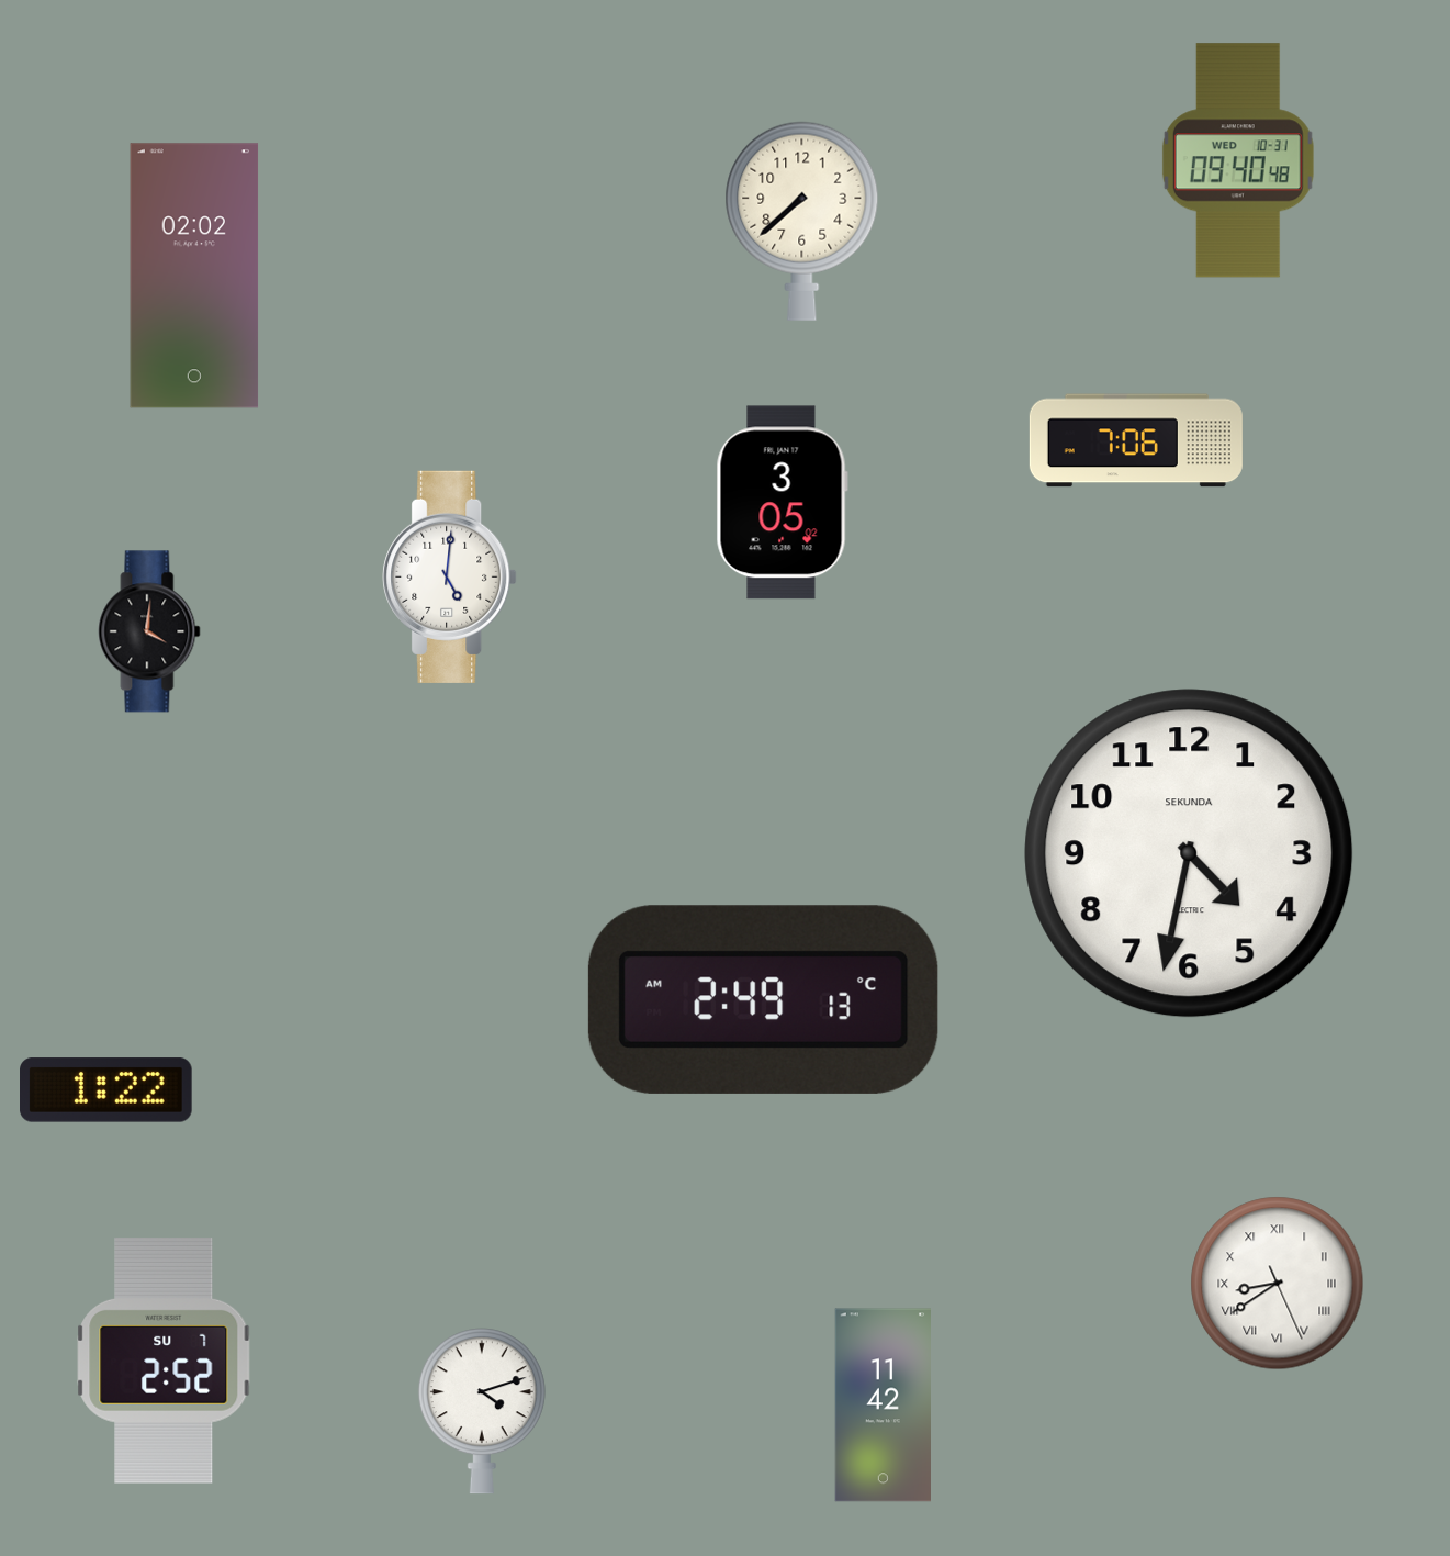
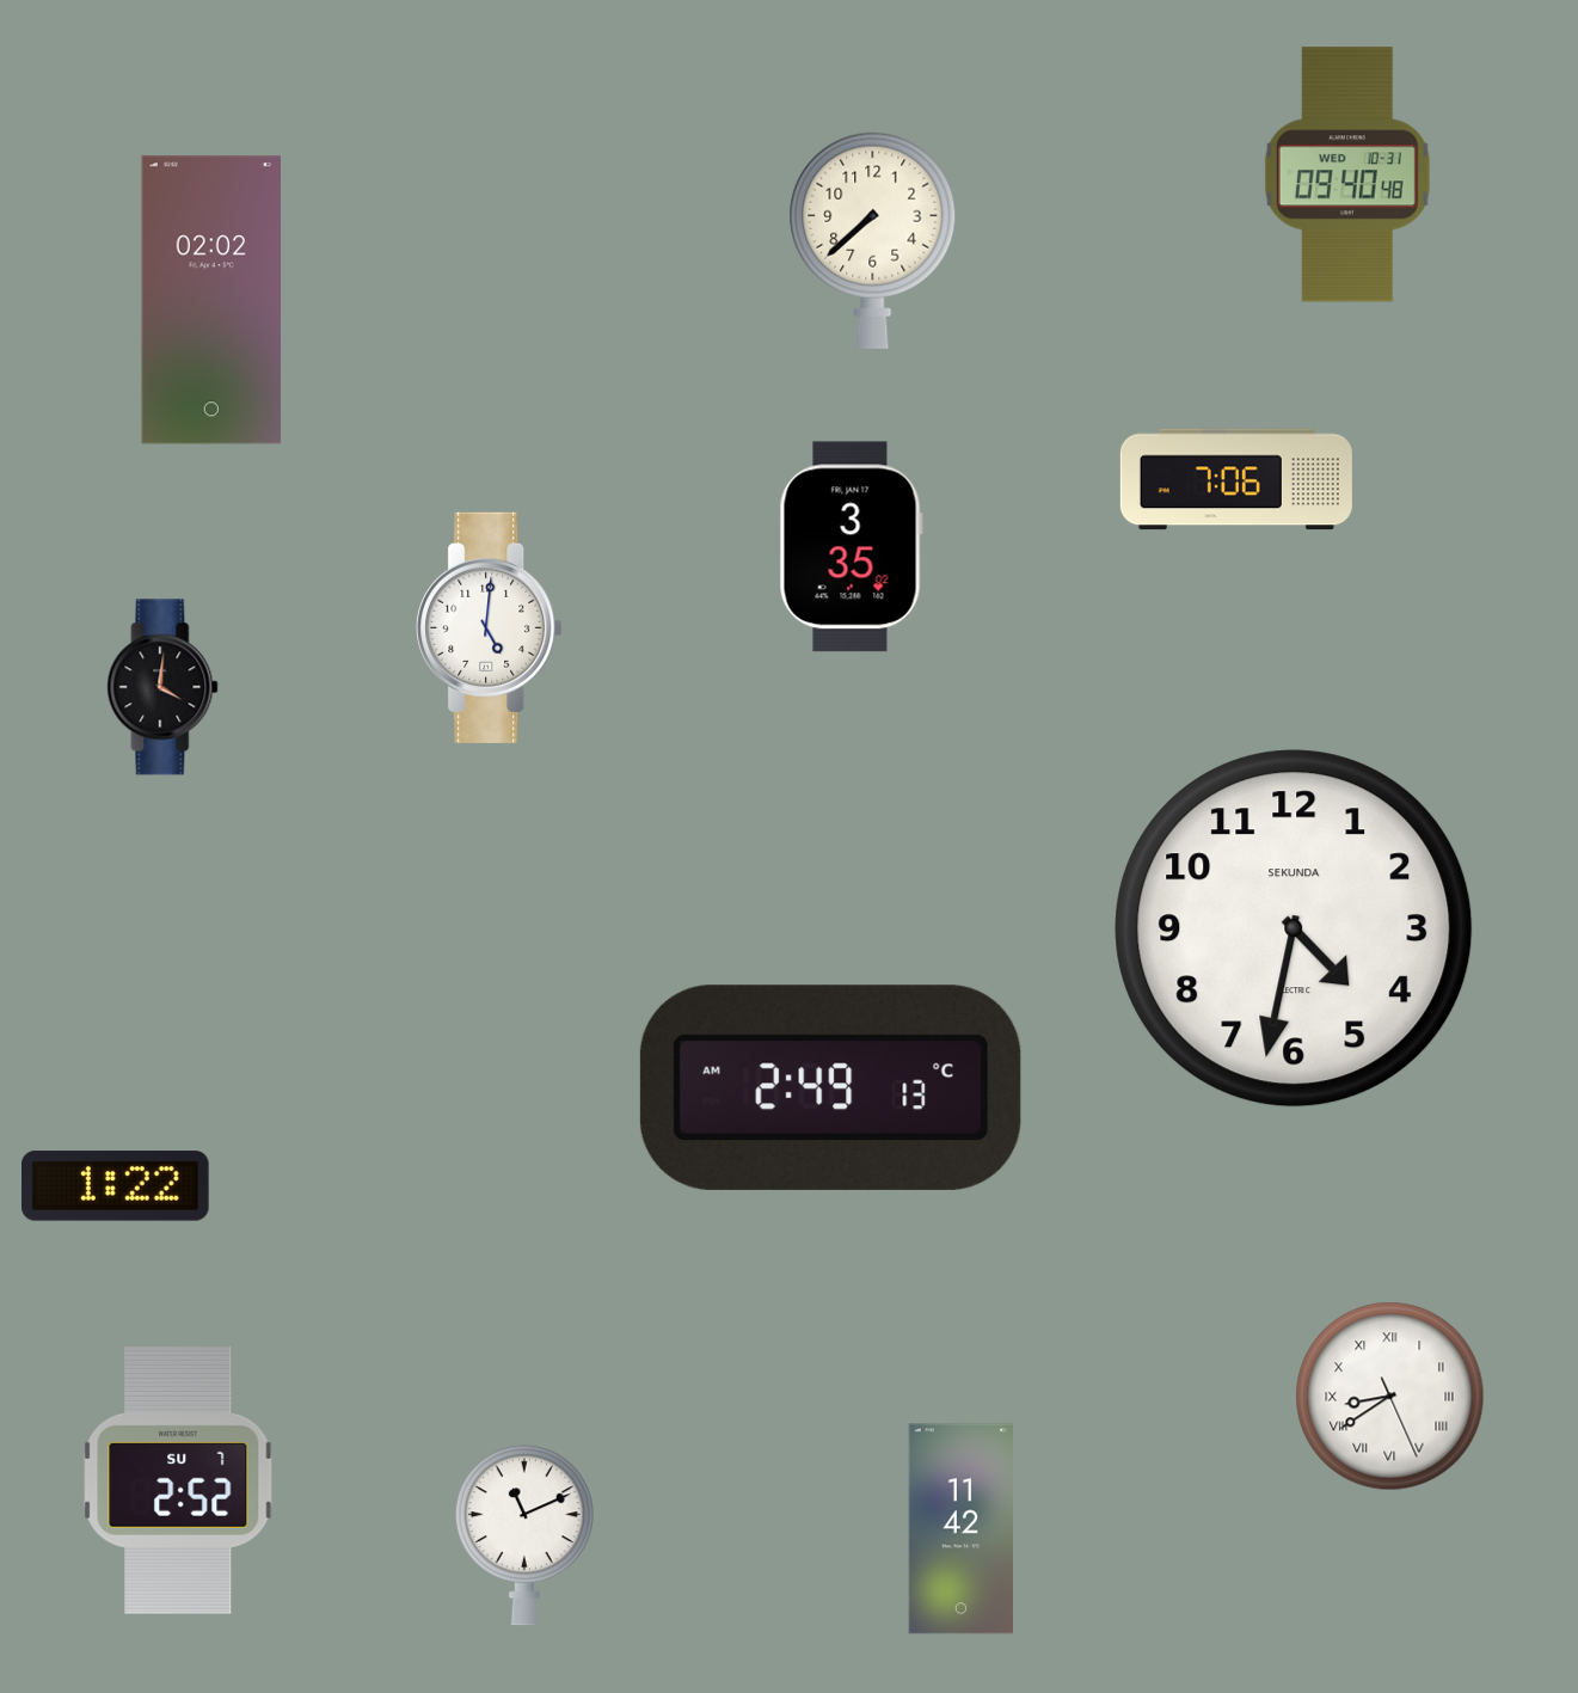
clock at (782, 503): 3:05 -> 3:35
clock at (482, 1411): 4:12 -> 11:11
